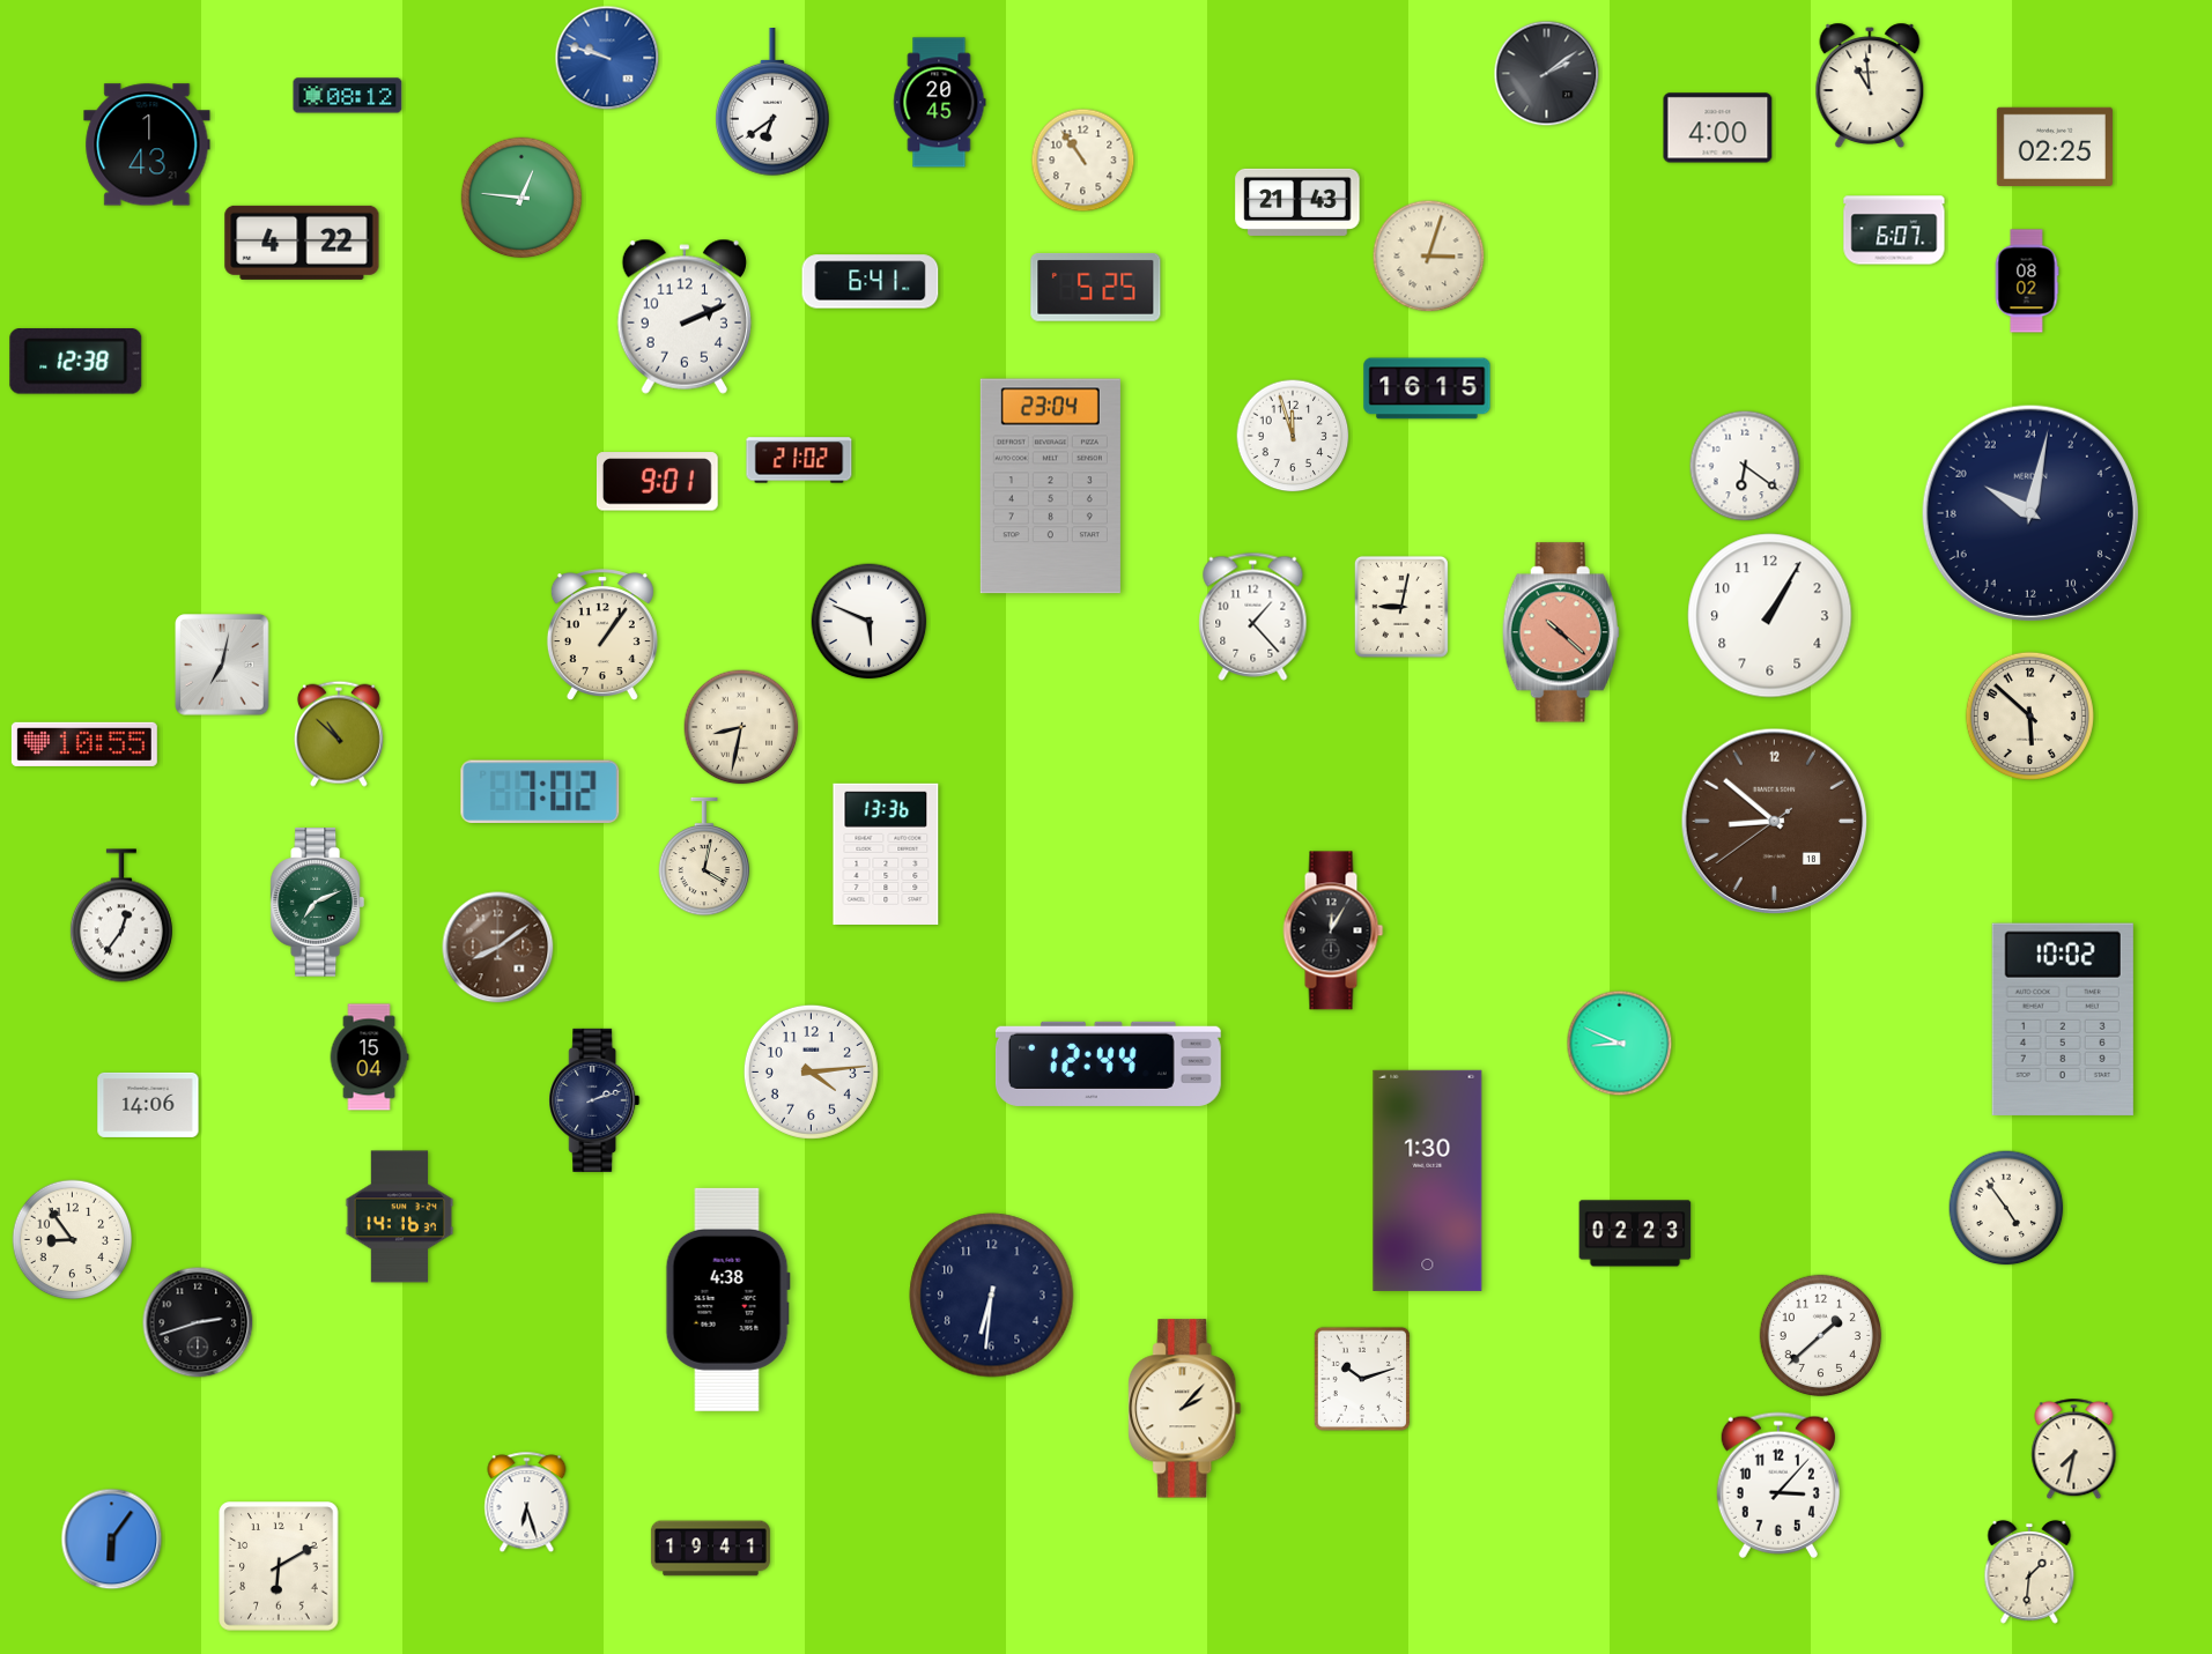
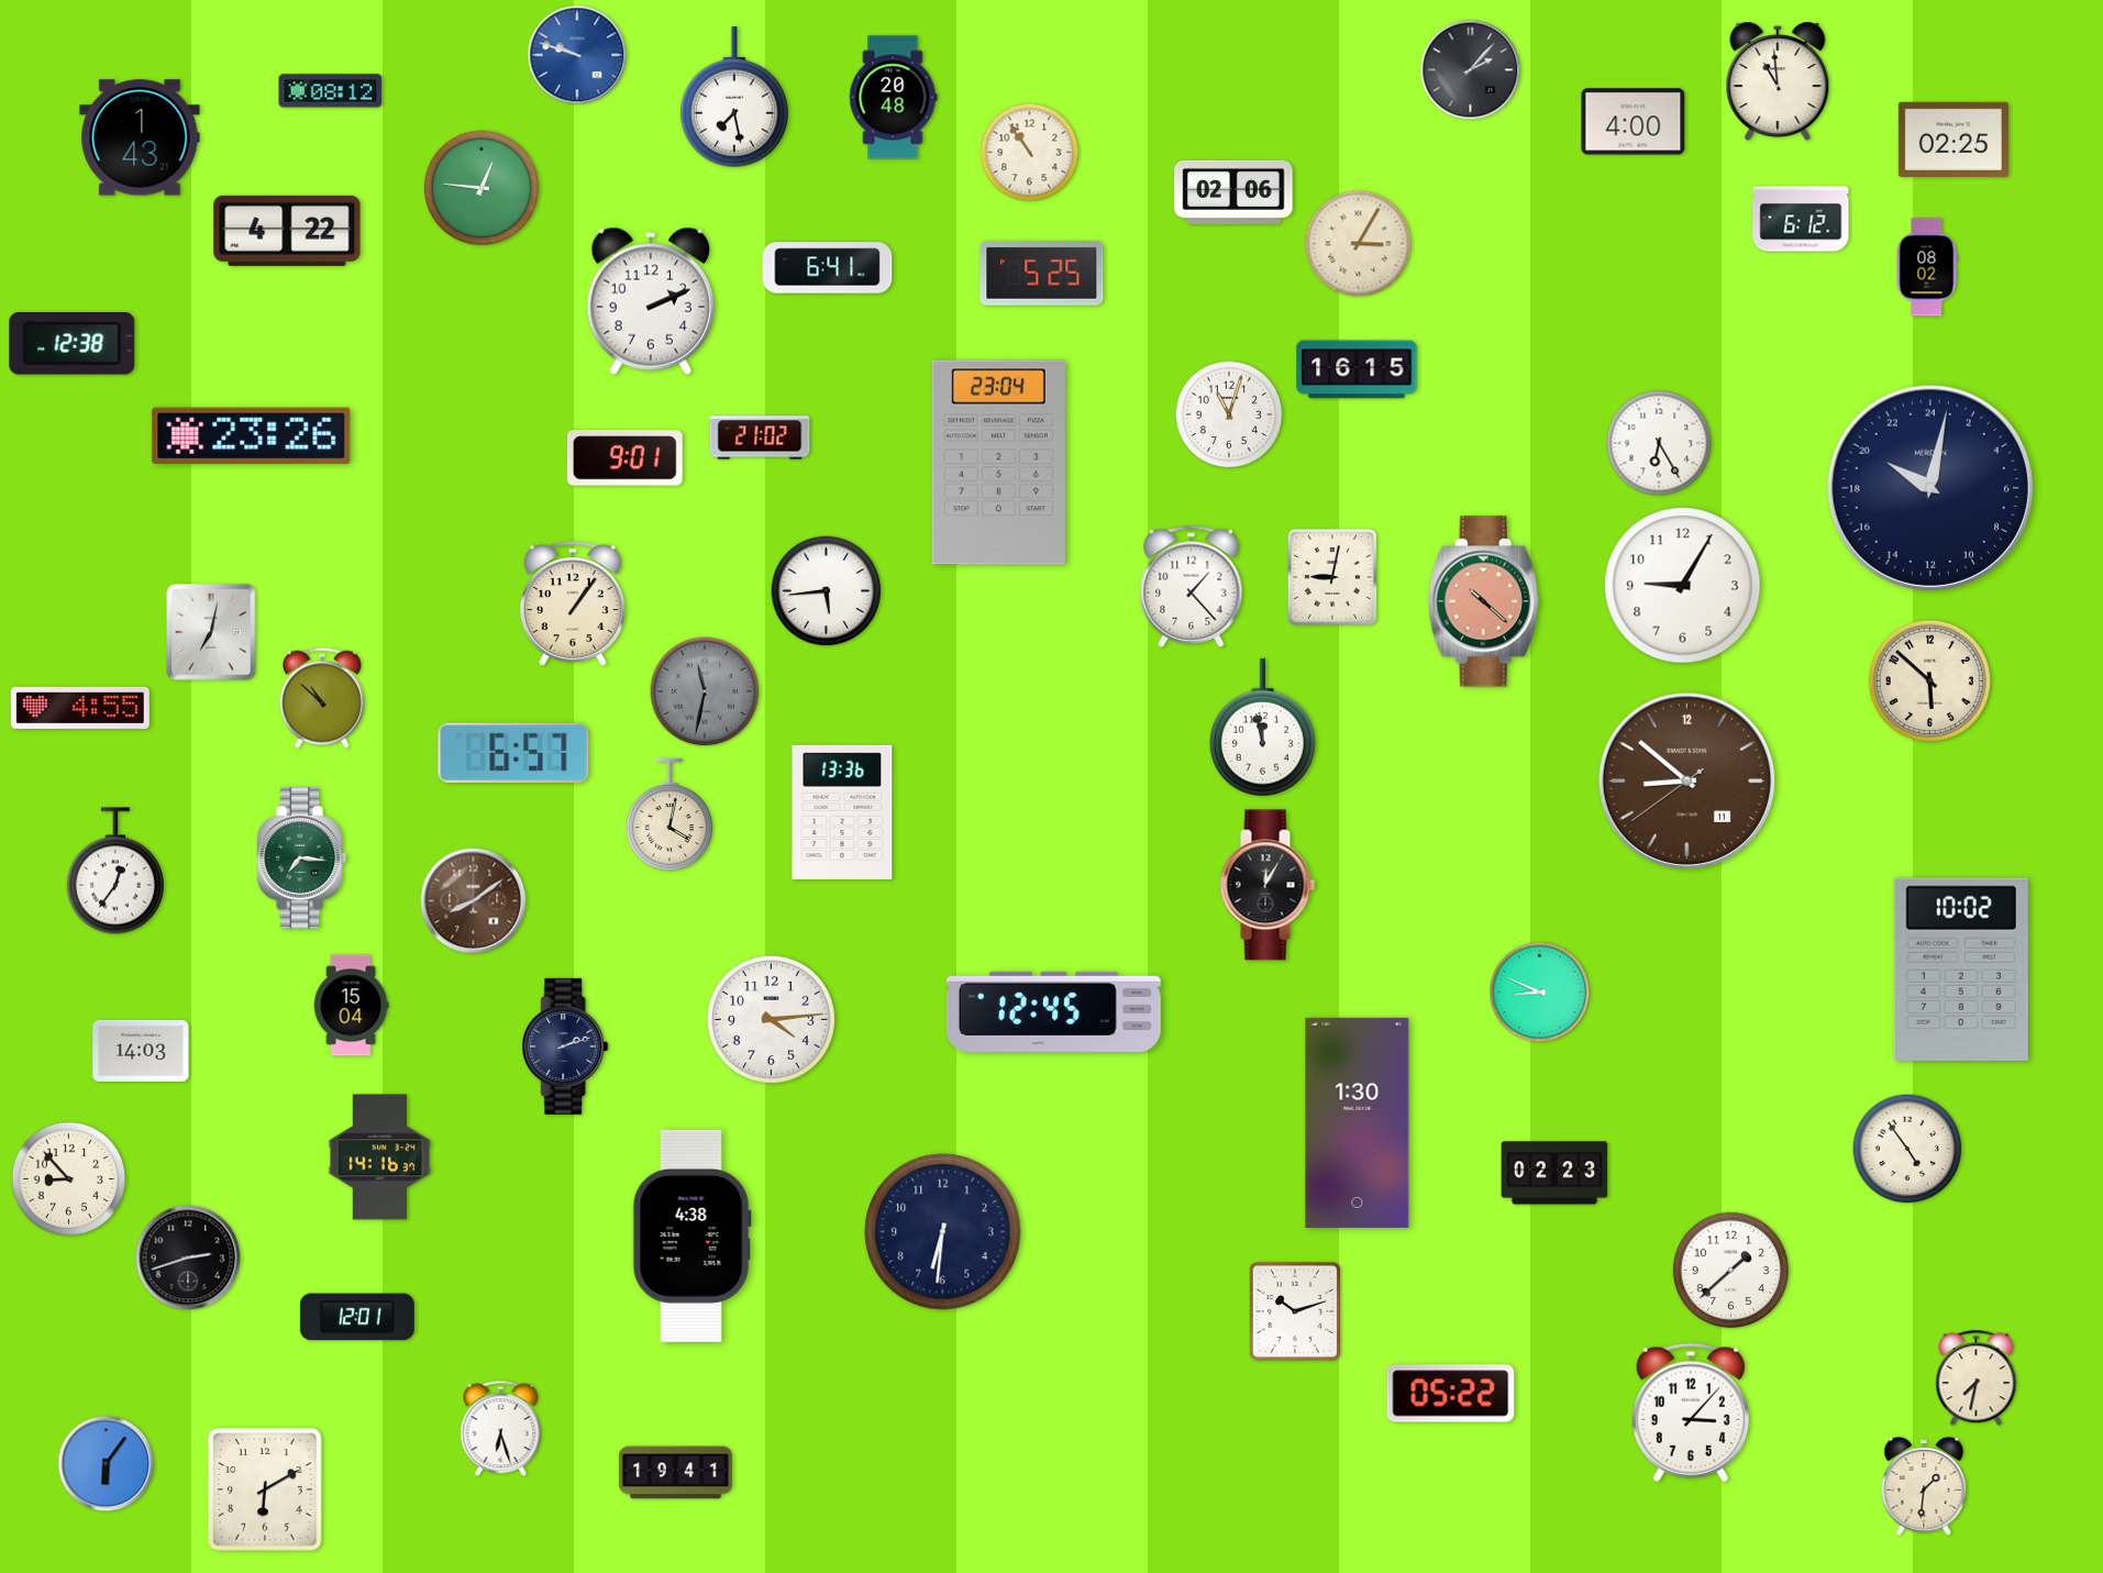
clock at (1547, 74): 2:09 -> 2:07
clock at (774, 103): 6:39 -> 7:28
clock at (940, 103): 20:45 -> 20:48
clock at (521, 198) position: (521, 198) -> (482, 188)
clock at (1297, 202): 21:43 -> 02:06
clock at (1894, 230): 6:07 -> 6:12
clock at (1429, 257): 3:03 -> 3:05
clock at (1293, 436): 11:57 -> 11:03
clock at (252, 435): none -> 23:26
clock at (1745, 466): 6:21 -> 6:25
clock at (1770, 616): 1:05 -> 9:05
clock at (870, 622): 5:49 -> 5:44
clock at (741, 727): 8:32 -> 11:32
clock at (741, 727) dial: cream -> grey
clock at (84, 744): 10:55 -> 4:55
clock at (1262, 728): none -> 11:58
clock at (540, 791): 7:02 -> 6:57
clock at (1775, 822) date: 18 -> 11
clock at (317, 903): 7:11 -> 7:16
clock at (1108, 1063): 12:44 -> 12:45
clock at (148, 1105): 14:06 -> 14:03
clock at (73, 1240): 8:54 -> 8:53
clock at (357, 1317): none -> 12:01
clock at (1185, 1409): 2:07 -> none
clock at (2074, 1449) position: (2074, 1449) -> (1977, 1378)
clock at (1451, 1394): none -> 05:22
clock at (2029, 1572) position: (2029, 1572) -> (1924, 1486)
